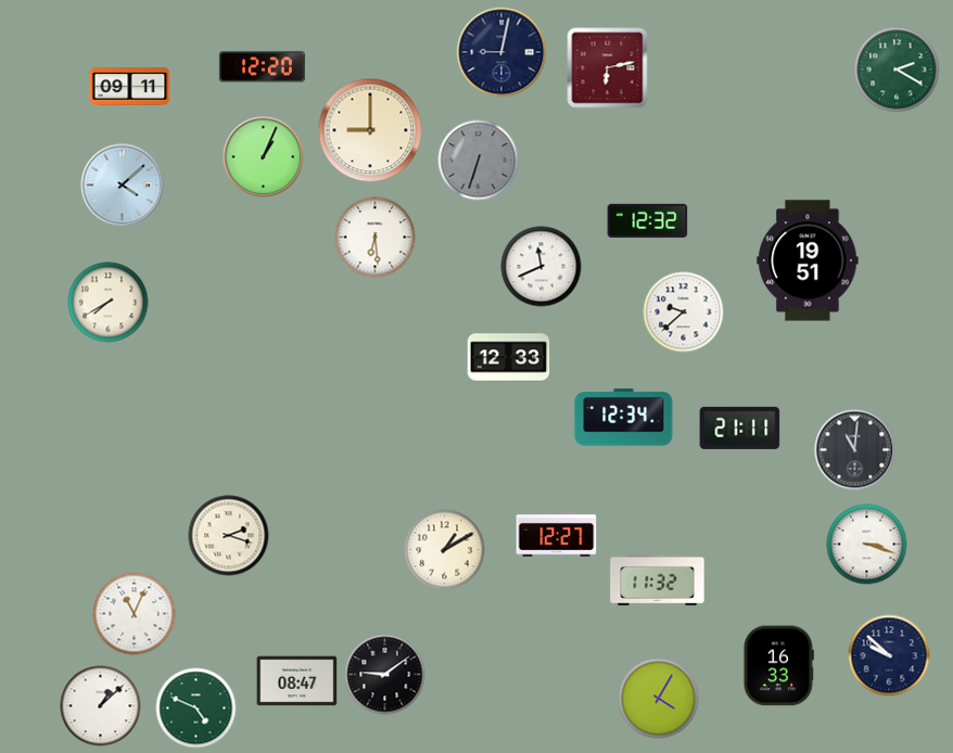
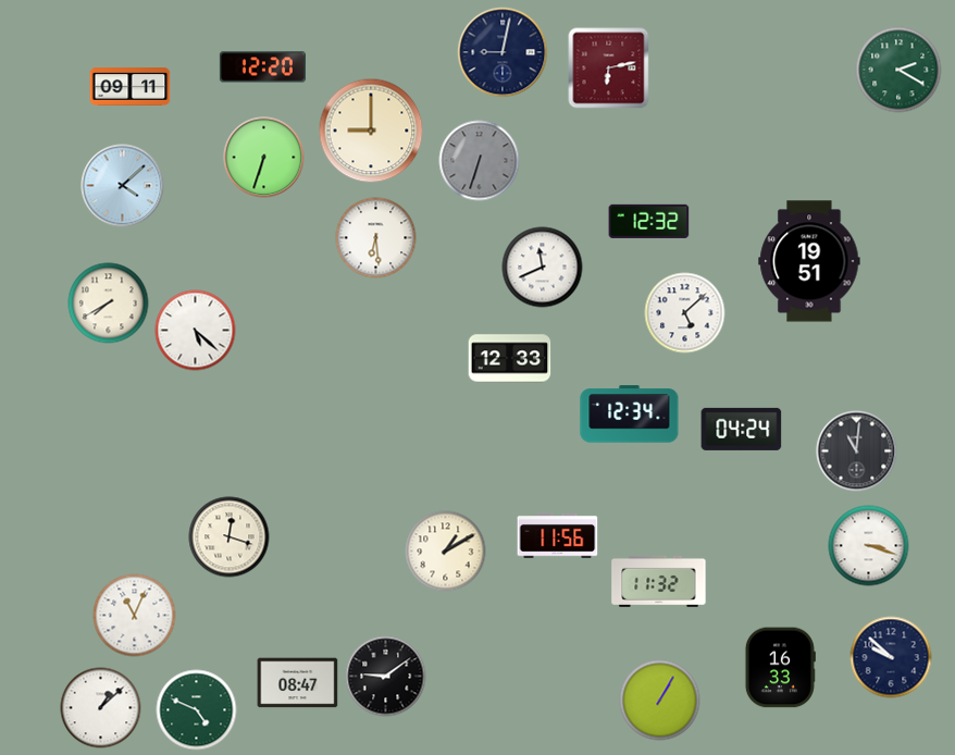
clock at (264, 157): 1:04 -> 6:33
clock at (684, 312): 9:38 -> 5:08
clock at (196, 331): none -> 5:22
clock at (624, 418) position: (624, 418) -> (630, 414)
clock at (740, 427): 21:11 -> 04:24
clock at (557, 535): 12:27 -> 11:56
clock at (229, 536): 2:18 -> 12:18
clock at (659, 699): 4:05 -> 1:05
